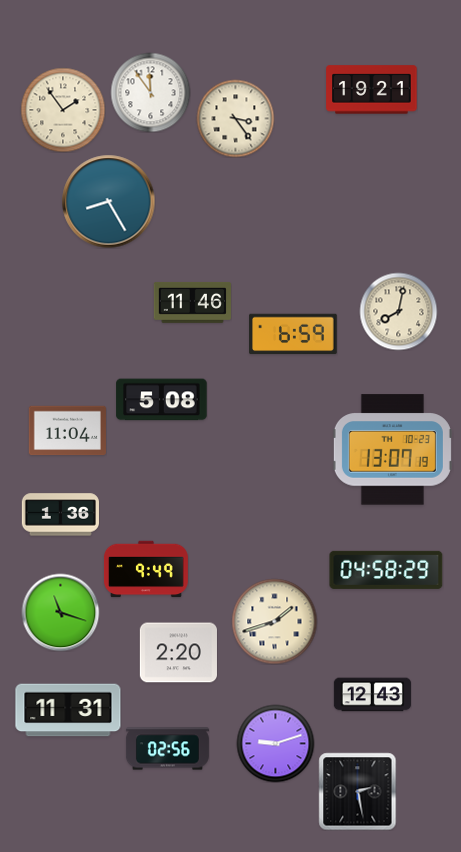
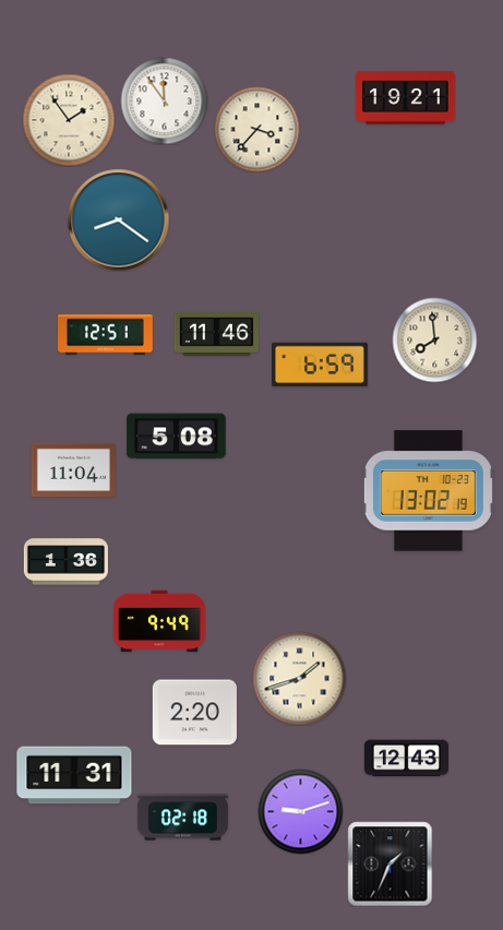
clock at (235, 118): 3:24 -> 3:37
clock at (108, 201): 8:25 -> 8:21
clock at (192, 302) position: (192, 302) -> (216, 333)
clock at (106, 335): none -> 12:51
clock at (398, 311): 8:02 -> 7:59
clock at (392, 450): 13:07 -> 13:02
clock at (386, 570): 04:58 -> none
clock at (60, 612): 11:18 -> none
clock at (167, 749): 02:56 -> 02:18
clock at (357, 791): 2:28 -> 1:34
